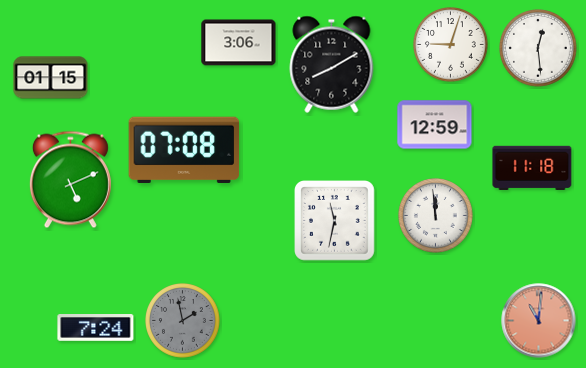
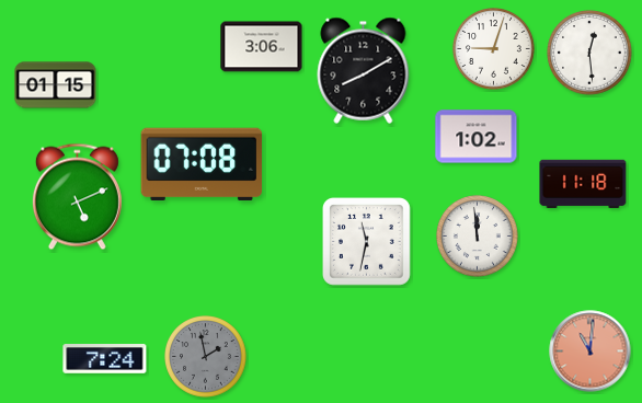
clock at (435, 125): 12:59 -> 1:02
clock at (183, 321) position: (183, 321) -> (206, 357)
